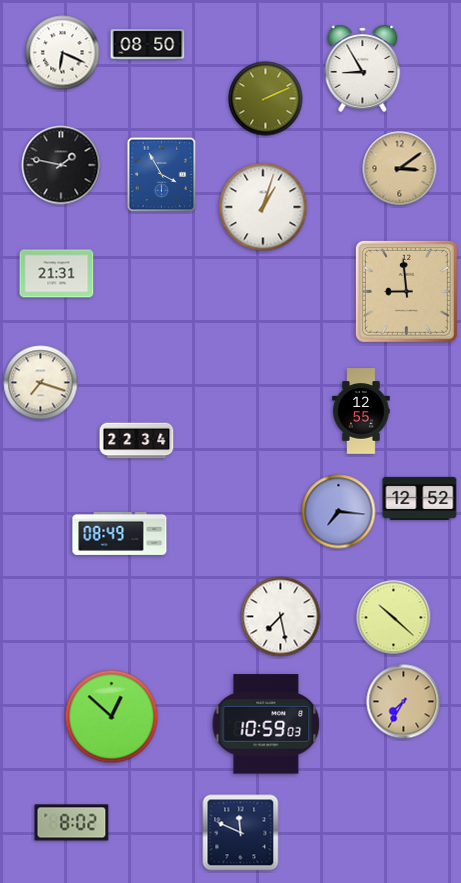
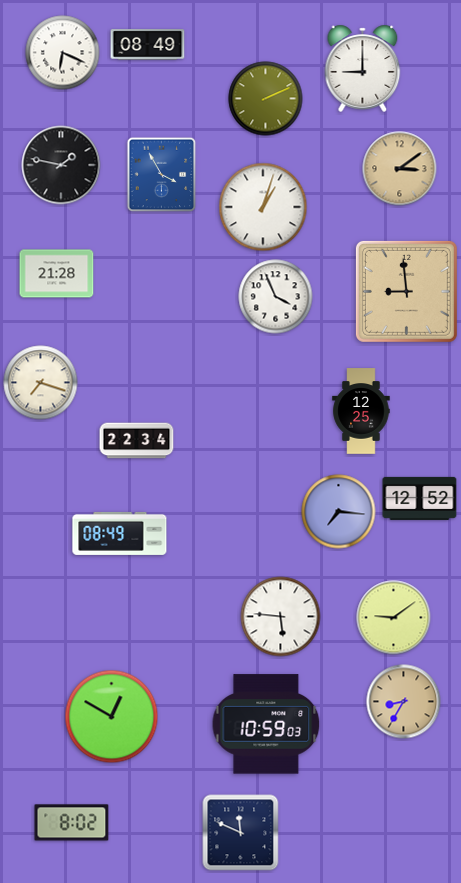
clock at (148, 45): 08:50 -> 08:49
clock at (363, 68): 8:55 -> 9:00
clock at (57, 274): 21:31 -> 21:28
clock at (276, 297): none -> 3:56
clock at (361, 411): 12:55 -> 12:25
clock at (281, 617): 7:28 -> 5:46
clock at (394, 618): 10:22 -> 9:09
clock at (404, 702): 7:35 -> 8:35
clock at (112, 717): 12:52 -> 12:50
